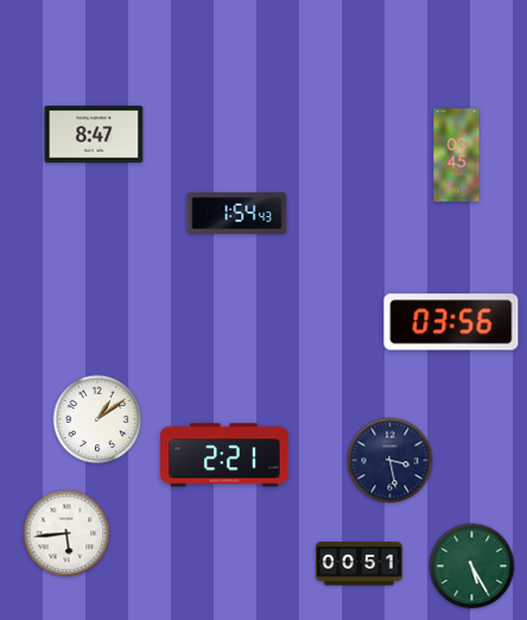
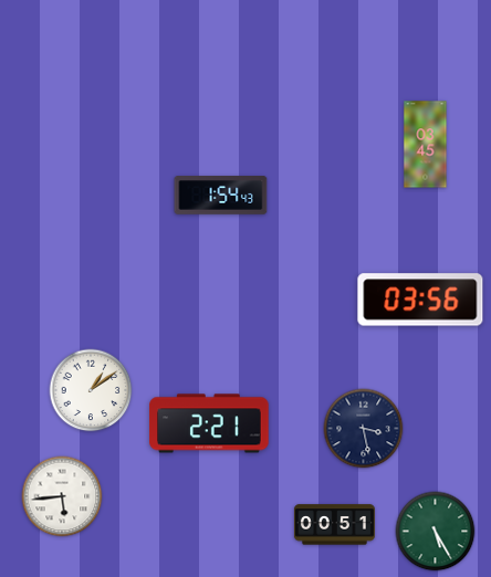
clock at (94, 134): 8:47 -> none
clock at (237, 214) position: (237, 214) -> (221, 196)
clock at (472, 567) position: (472, 567) -> (436, 532)
